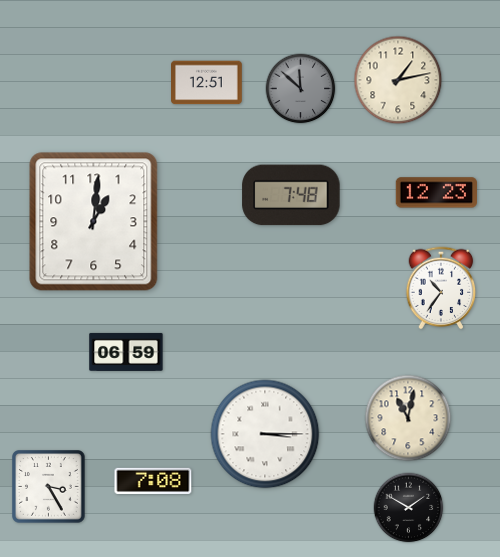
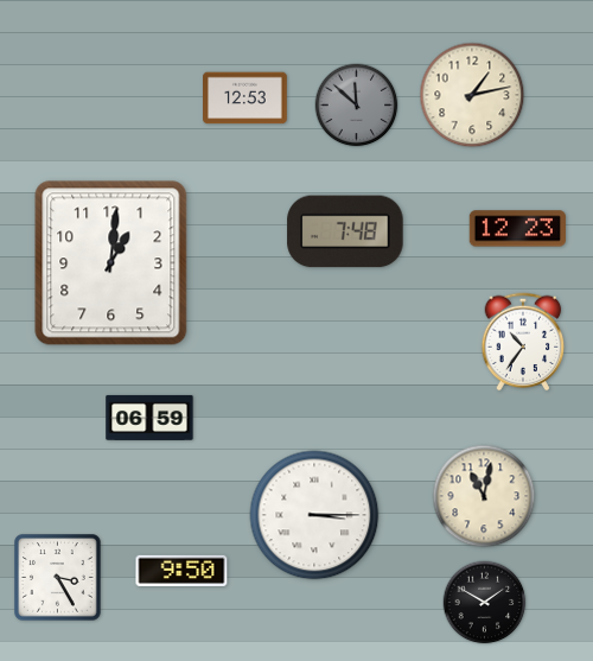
clock at (207, 83): 12:51 -> 12:53
clock at (153, 481): 7:08 -> 9:50
